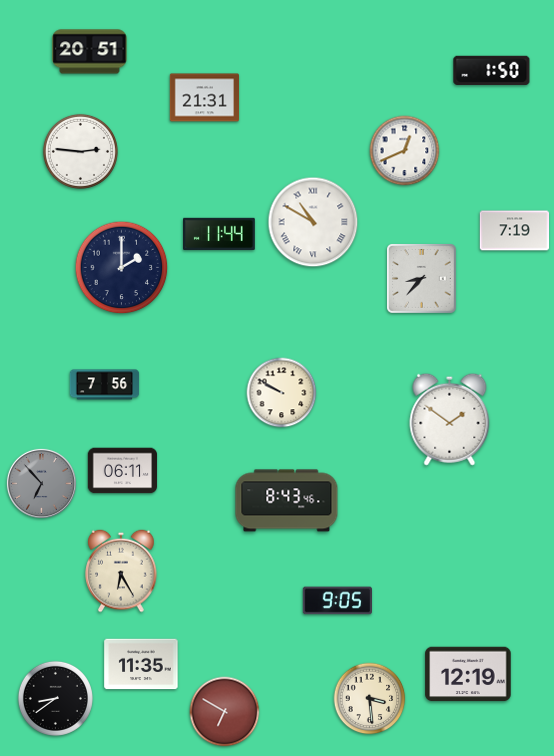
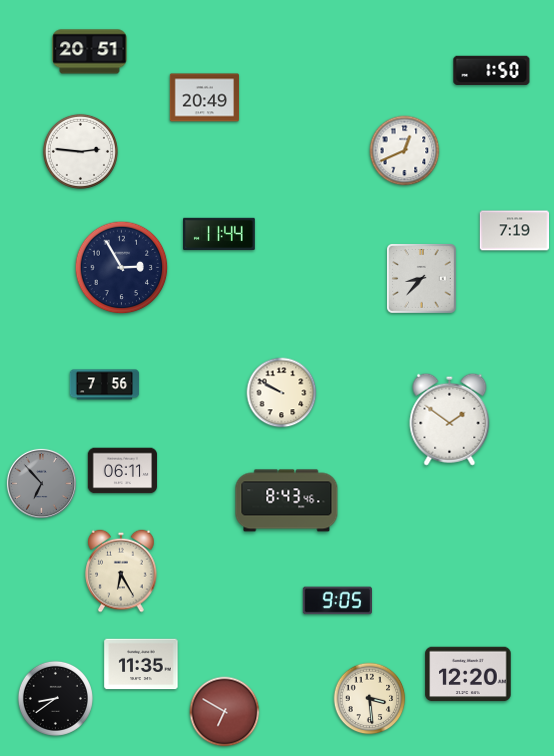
clock at (205, 98): 21:31 -> 20:49
clock at (313, 222): 10:50 -> none
clock at (122, 268): 2:00 -> 2:55
clock at (468, 674): 12:19 -> 12:20
